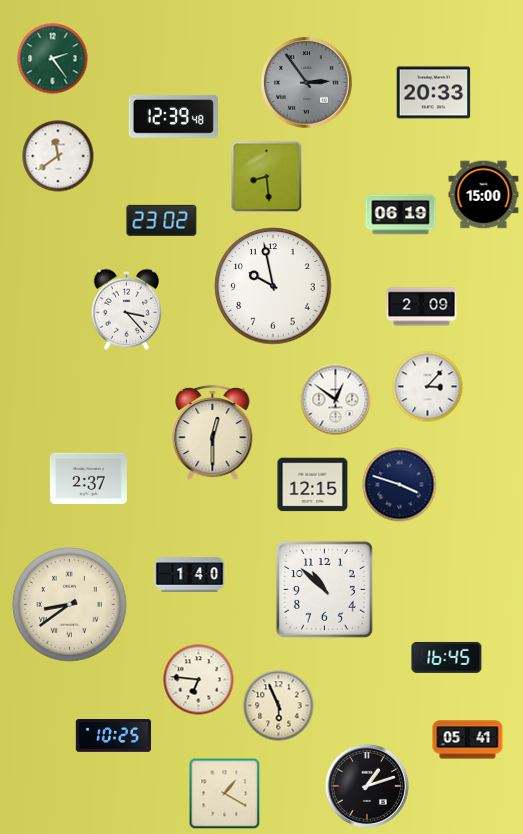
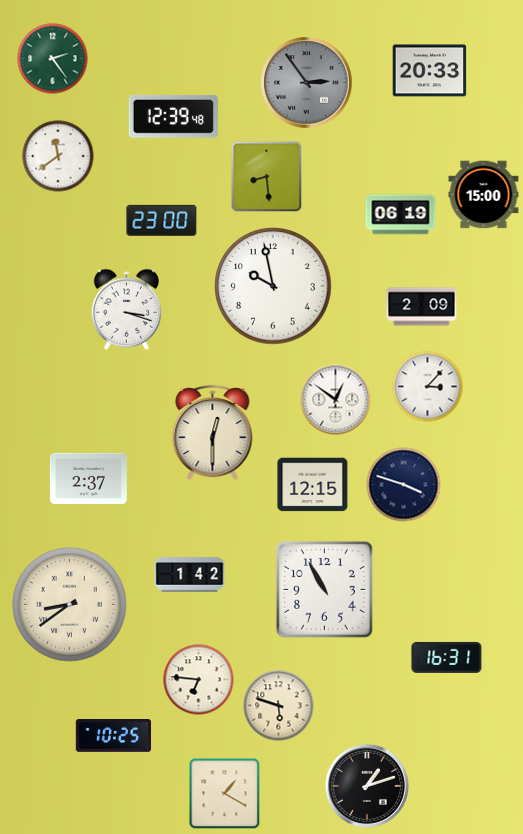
clock at (434, 93) position: (434, 93) -> (430, 71)
clock at (162, 220): 23:02 -> 23:00
clock at (126, 309): 3:23 -> 3:18
clock at (400, 485) position: (400, 485) -> (404, 485)
clock at (190, 575): 1:40 -> 1:42
clock at (324, 589): 10:52 -> 10:55
clock at (447, 657): 16:45 -> 16:31
clock at (279, 706): 5:56 -> 5:48
clock at (468, 740): 05:41 -> none
